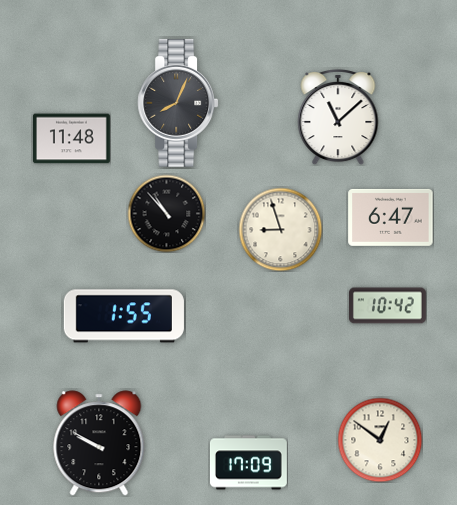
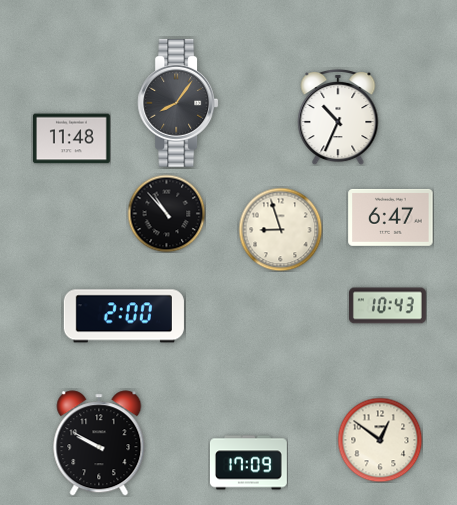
clock at (178, 103): 8:04 -> 8:06
clock at (338, 117): 11:08 -> 10:34
clock at (387, 306): 10:42 -> 10:43
clock at (124, 316): 1:55 -> 2:00
